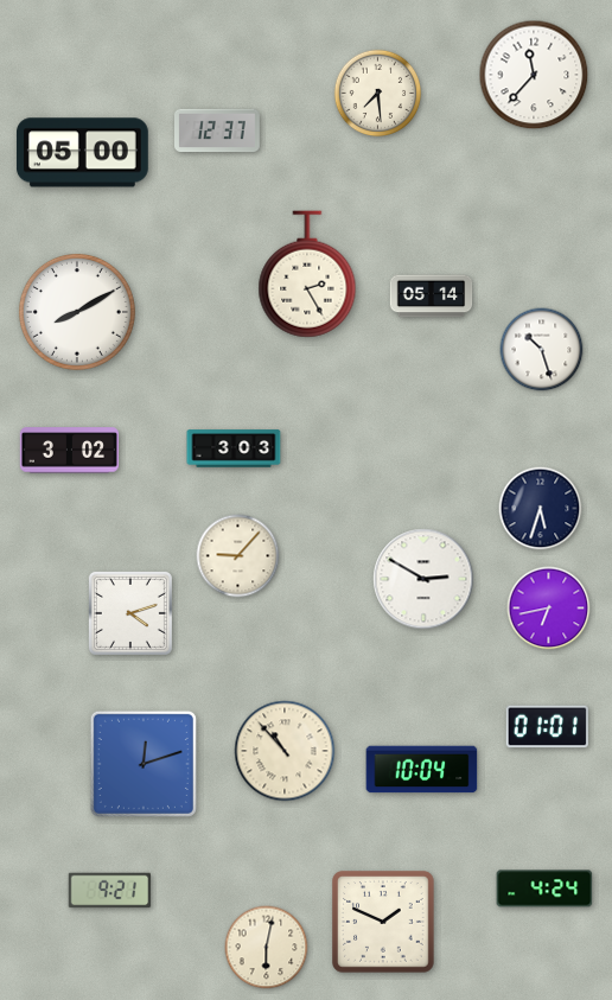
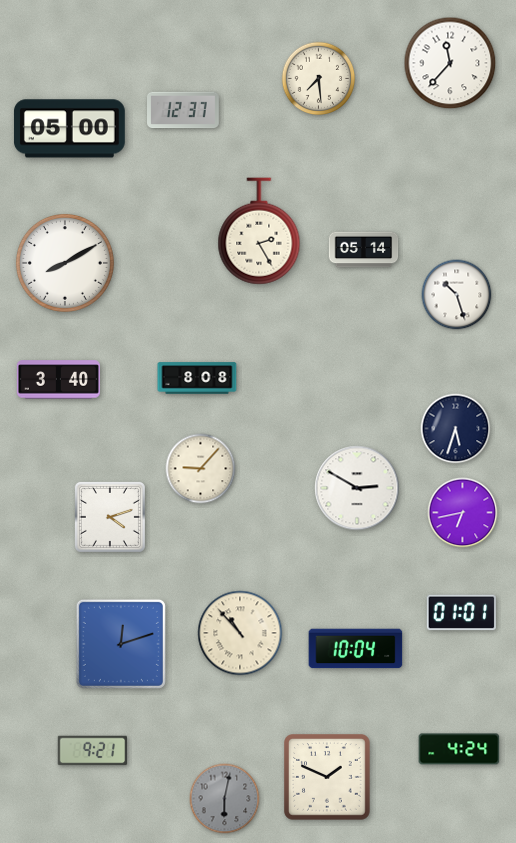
clock at (234, 448): 3:03 -> 8:08
clock at (69, 451): 3:02 -> 3:40
clock at (384, 923) position: (384, 923) -> (328, 778)
clock at (267, 948) dial: cream -> grey
